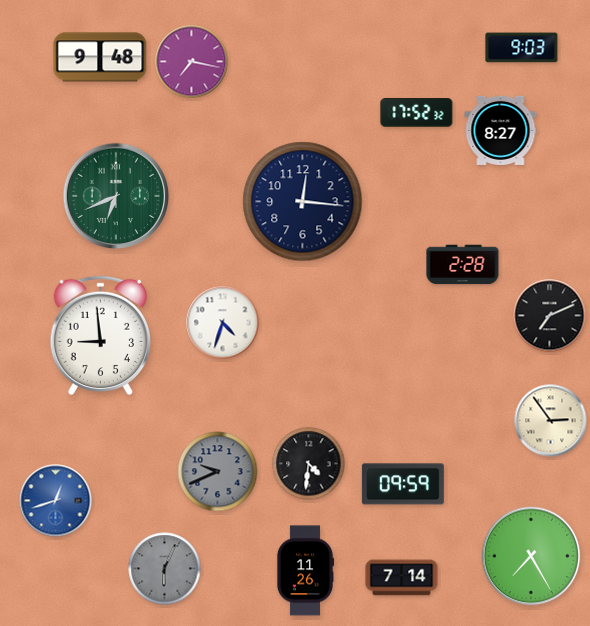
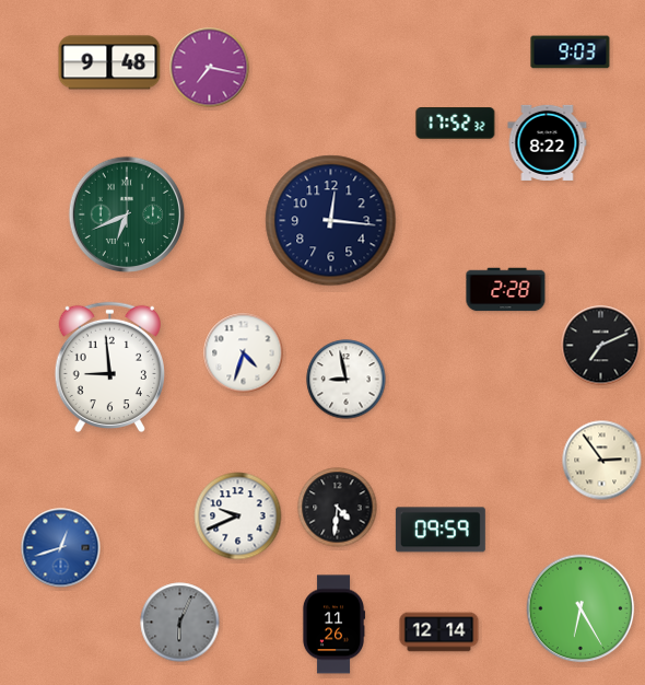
clock at (501, 130): 8:27 -> 8:22
clock at (347, 380): none -> 8:58
clock at (218, 472) dial: grey -> white
clock at (531, 556): 7:25 -> 6:25
clock at (402, 578): 7:14 -> 12:14
